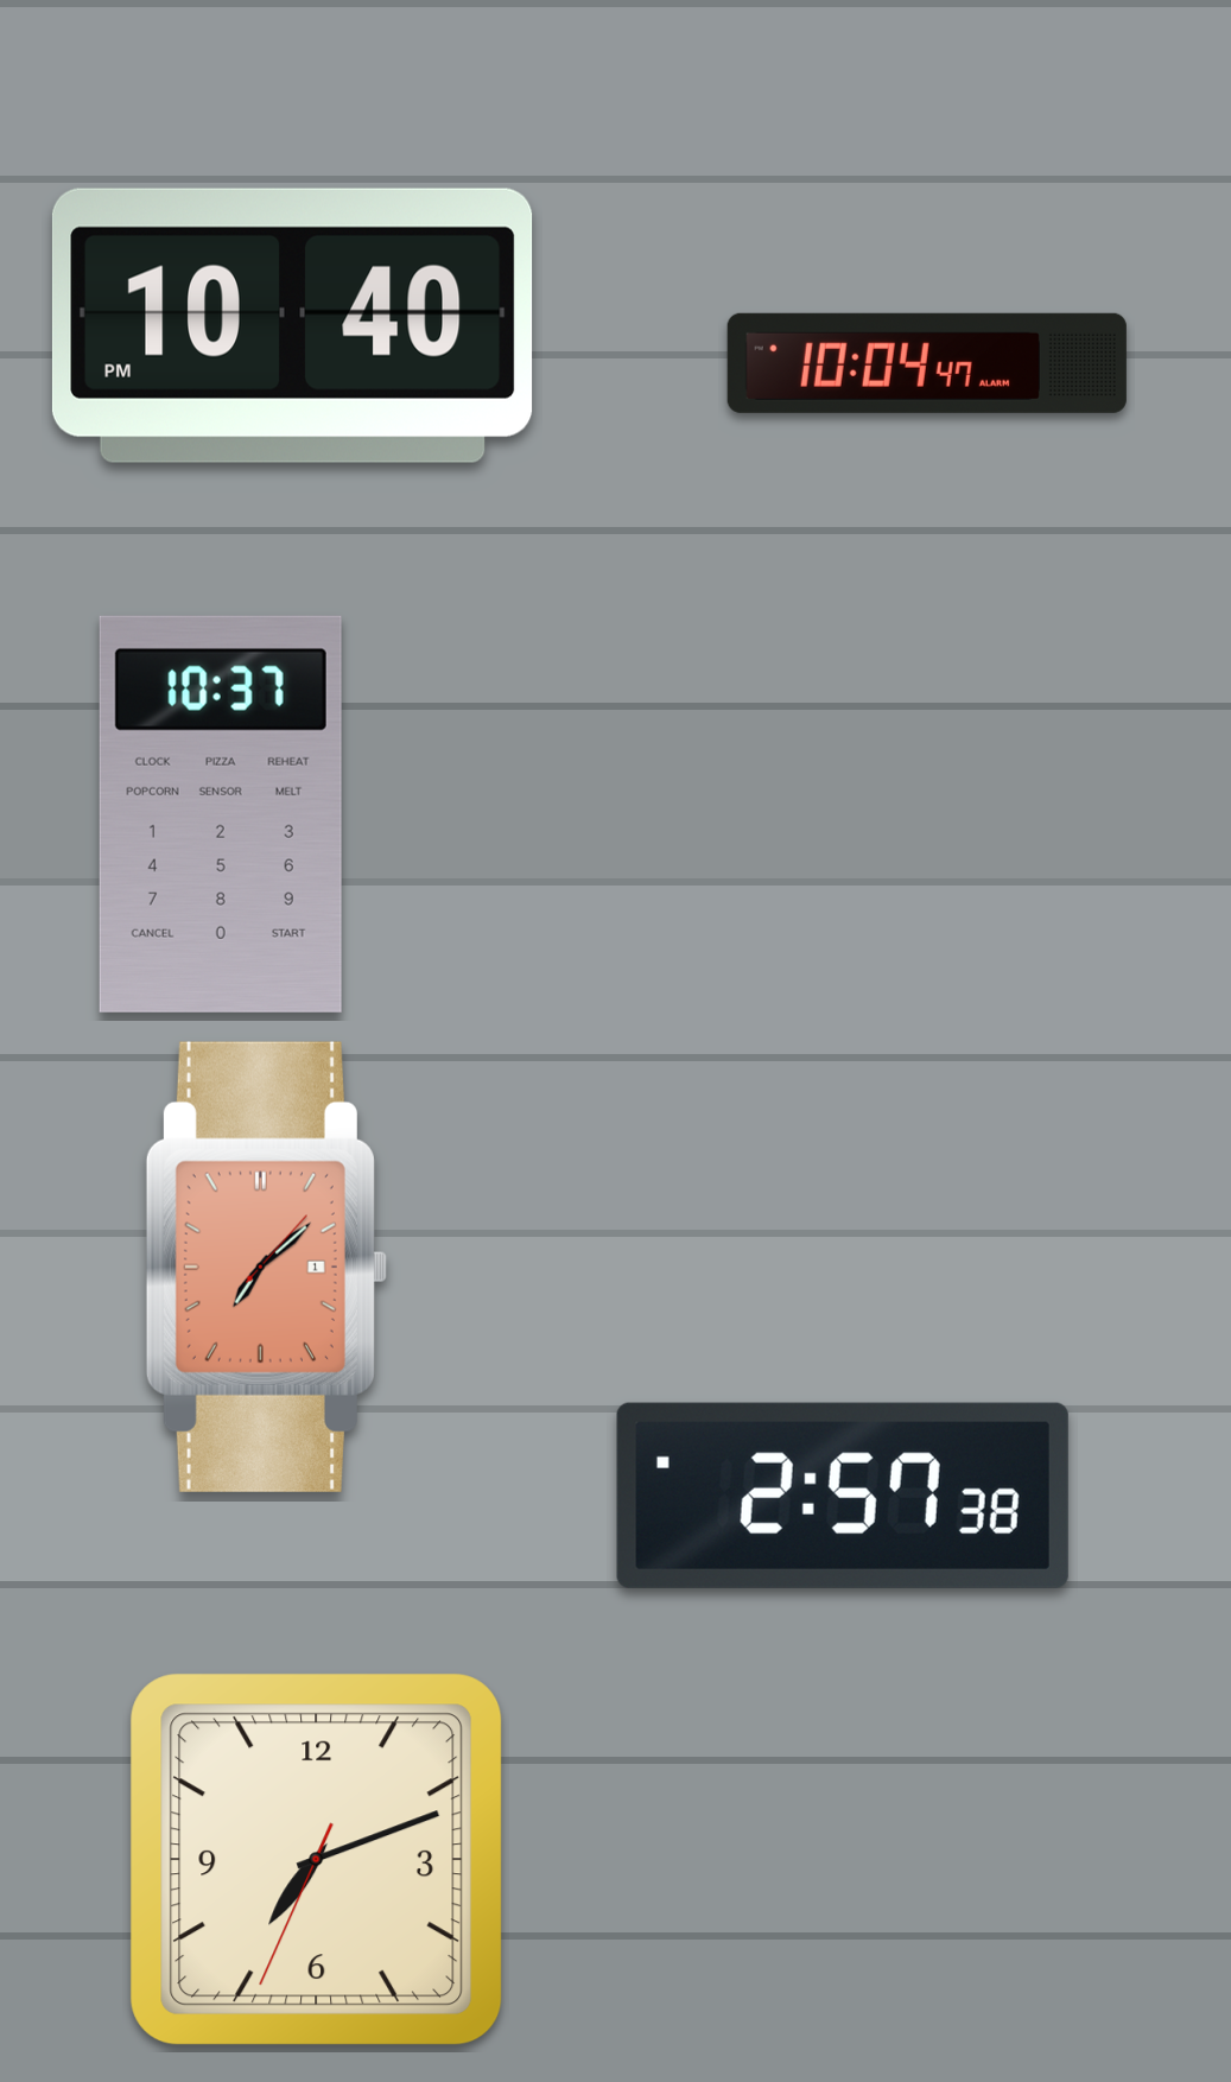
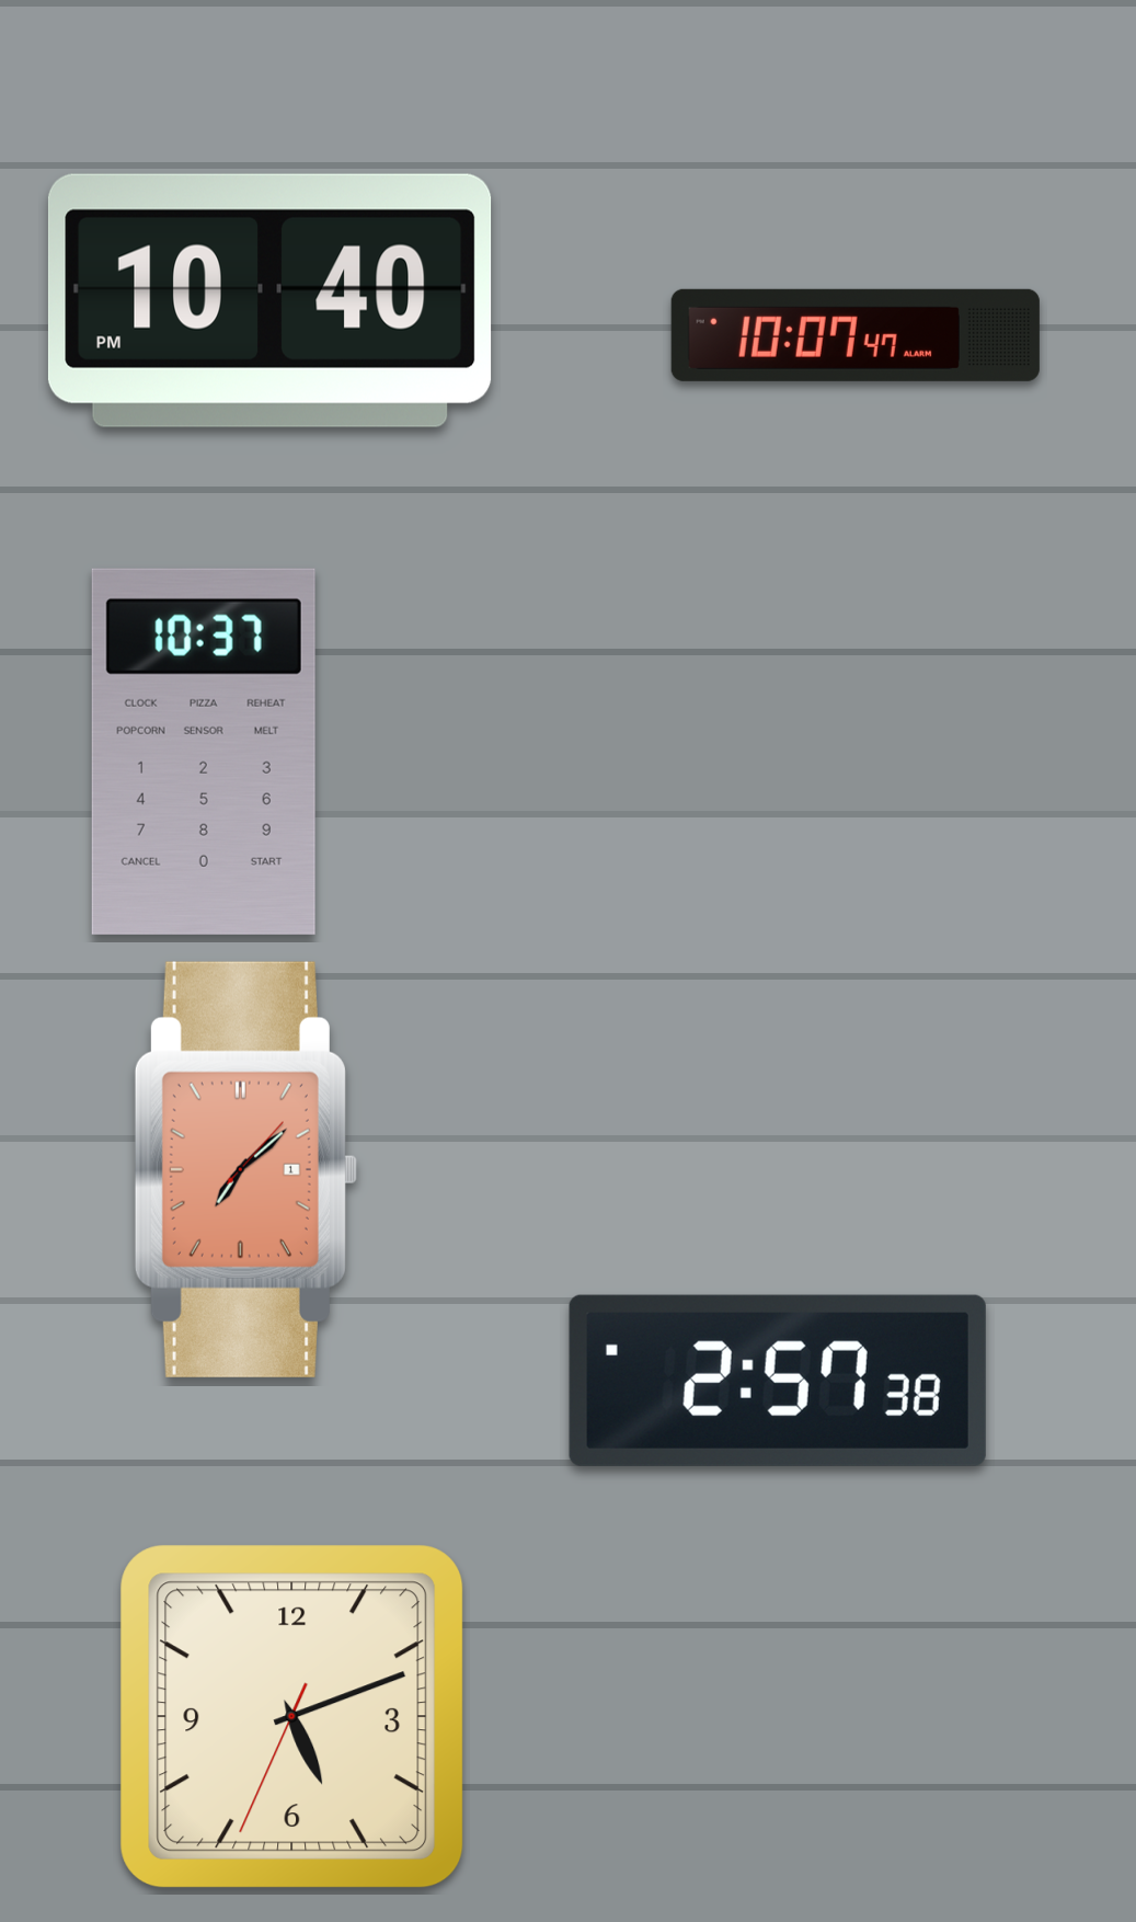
clock at (927, 363): 10:04 -> 10:07
clock at (317, 1860): 7:11 -> 5:11
